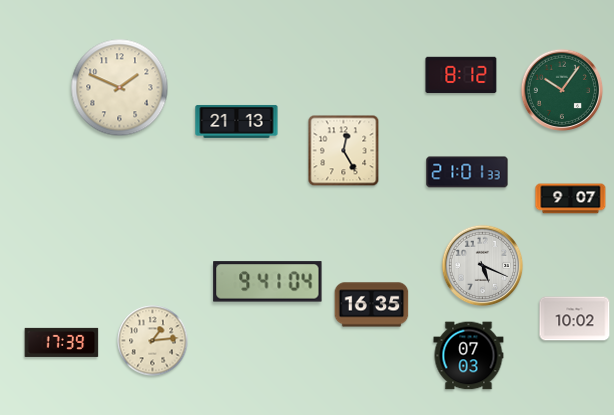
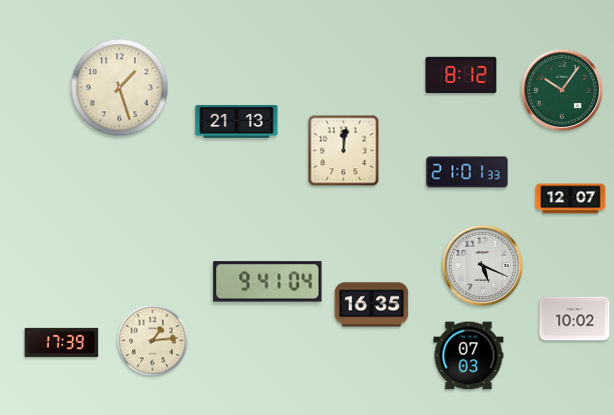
clock at (120, 88): 1:49 -> 1:27
clock at (344, 151): 12:25 -> 12:01
clock at (571, 199): 9:07 -> 12:07
